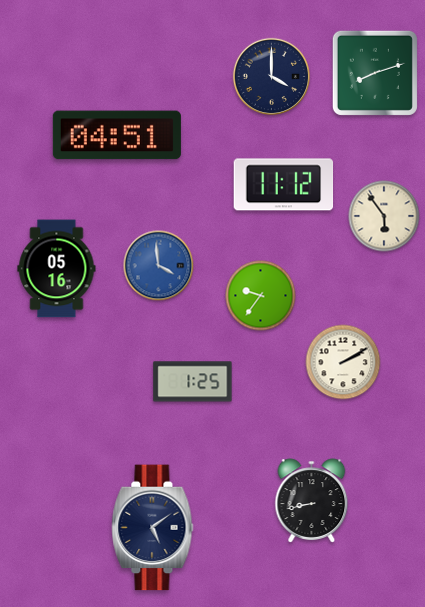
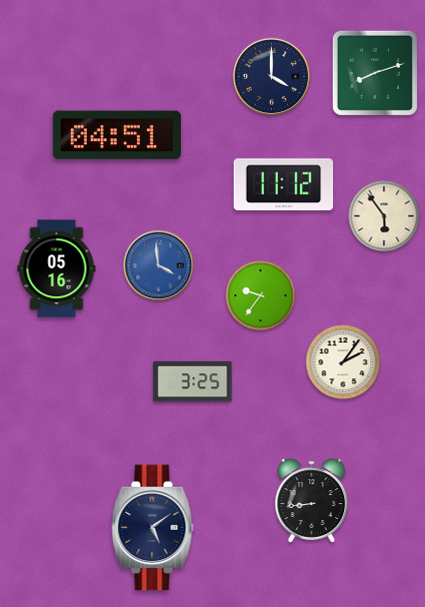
clock at (343, 362): 2:10 -> 2:06
clock at (193, 382): 1:25 -> 3:25
clock at (312, 501): 8:43 -> 8:44
